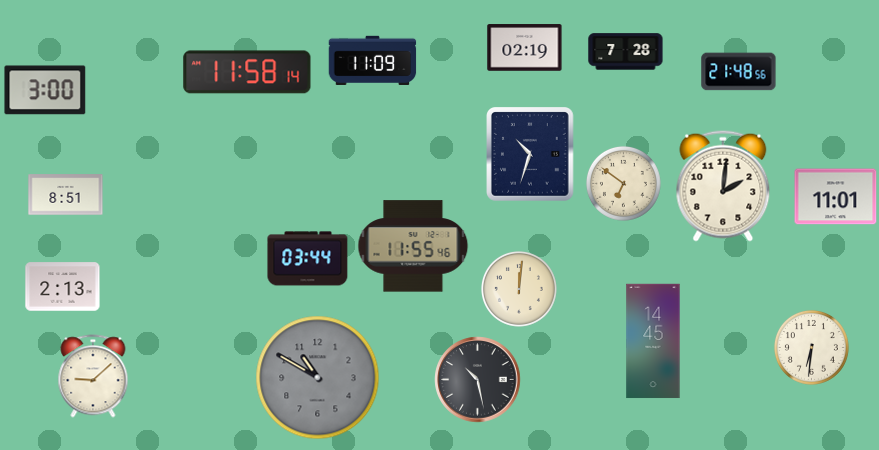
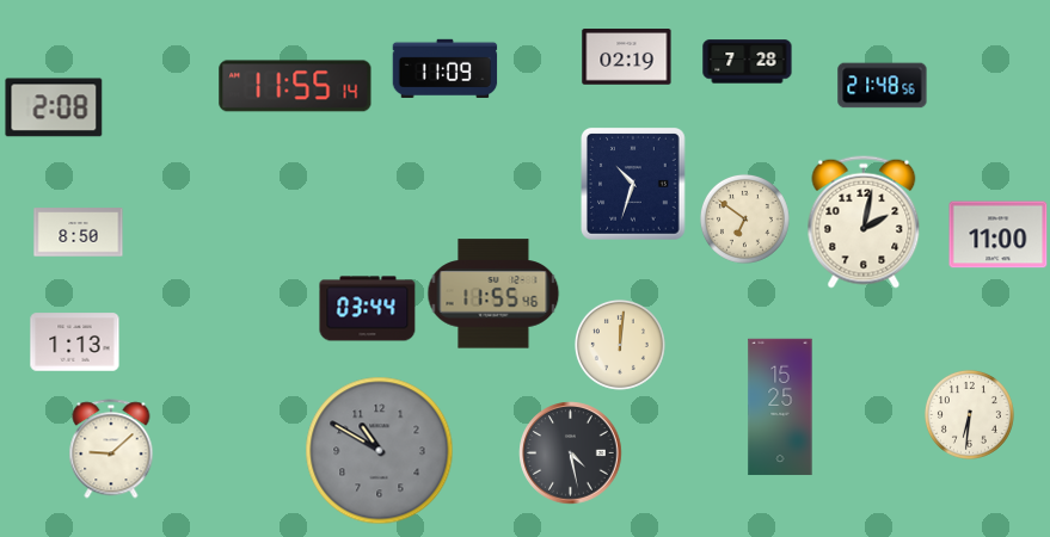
clock at (373, 60) position: (373, 60) -> (446, 68)
clock at (247, 72): 11:58 -> 11:55
clock at (45, 90): 3:00 -> 2:08
clock at (723, 186): 2:01 -> 2:02
clock at (66, 195): 8:51 -> 8:50
clock at (836, 197): 11:01 -> 11:00
clock at (63, 287): 2:13 -> 1:13
clock at (653, 341): 14:45 -> 15:25
clock at (478, 380): 10:28 -> 4:28
